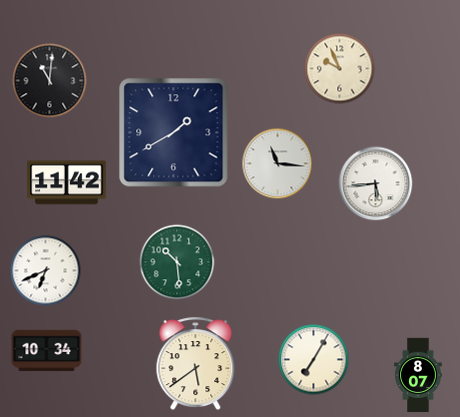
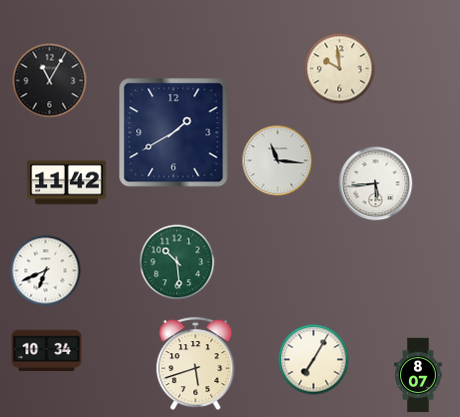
clock at (340, 69): 9:56 -> 9:59
clock at (50, 81): 11:01 -> 11:05
clock at (278, 164) position: (278, 164) -> (278, 161)
clock at (196, 364): 5:39 -> 5:42
